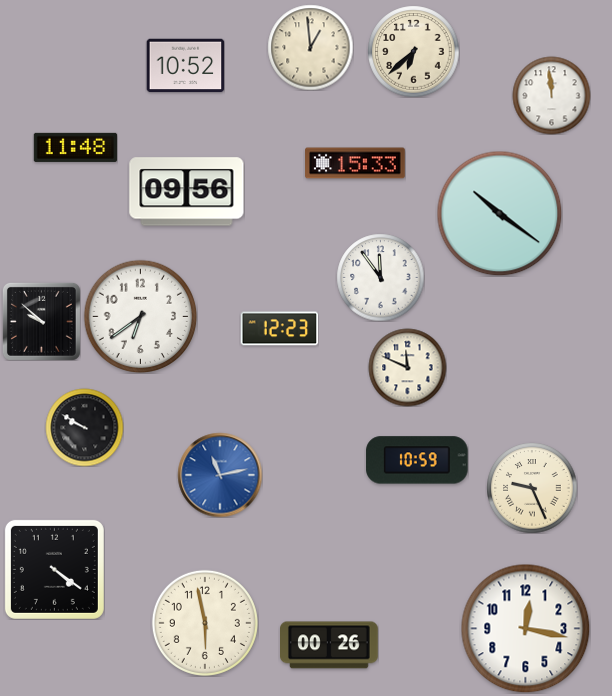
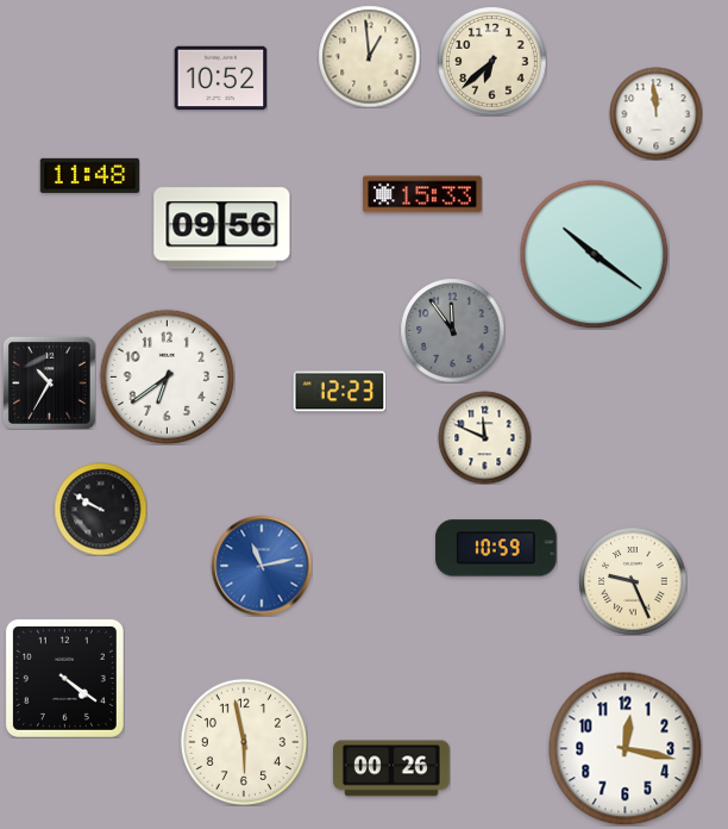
clock at (380, 277) dial: white -> grey
clock at (41, 321): 9:52 -> 10:35
clock at (279, 329) position: (279, 329) -> (339, 392)
